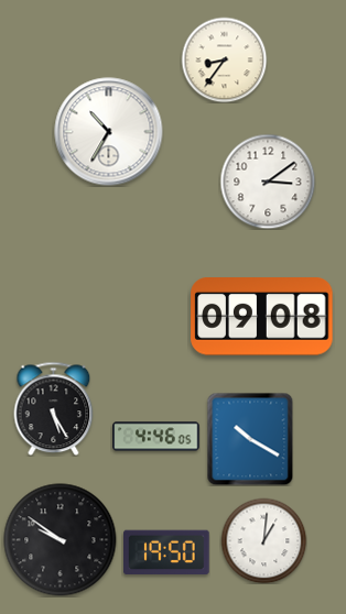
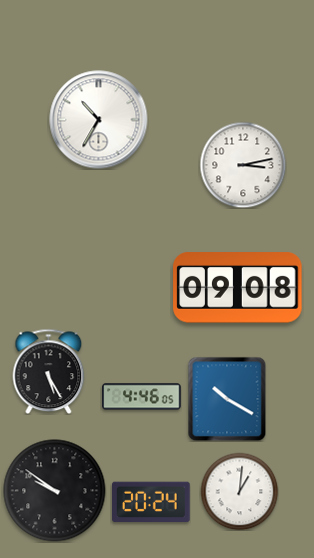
clock at (224, 59): 8:36 -> none
clock at (268, 182): 3:09 -> 3:13
clock at (167, 552): 19:50 -> 20:24
